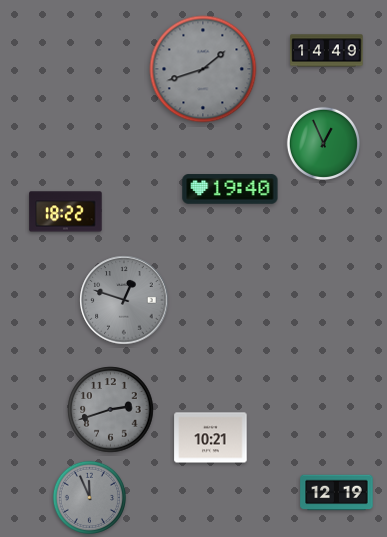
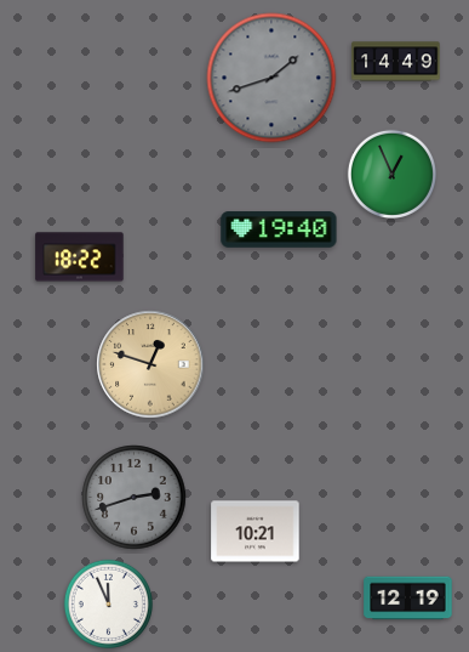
clock at (203, 69) position: (203, 69) -> (271, 78)
clock at (124, 300) dial: grey -> champagne
clock at (89, 497) dial: grey -> white
